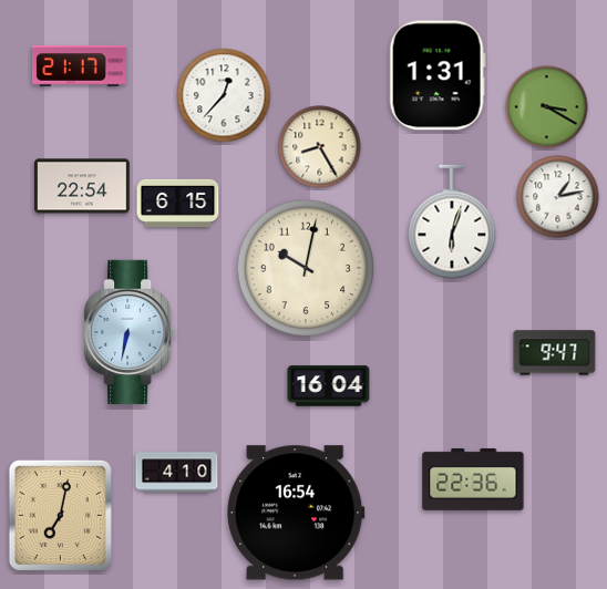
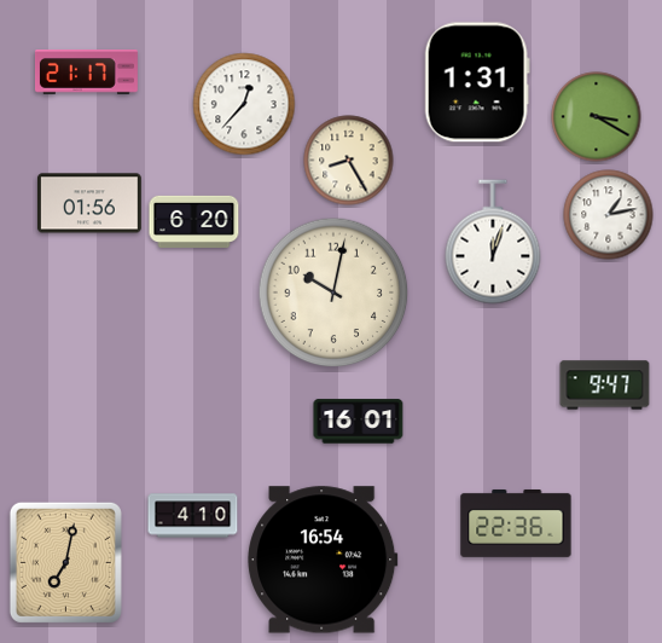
clock at (82, 186): 22:54 -> 01:56
clock at (178, 203): 6:15 -> 6:20
clock at (452, 221): 6:03 -> 12:03
clock at (130, 332): 6:32 -> none
clock at (329, 386): 16:04 -> 16:01
